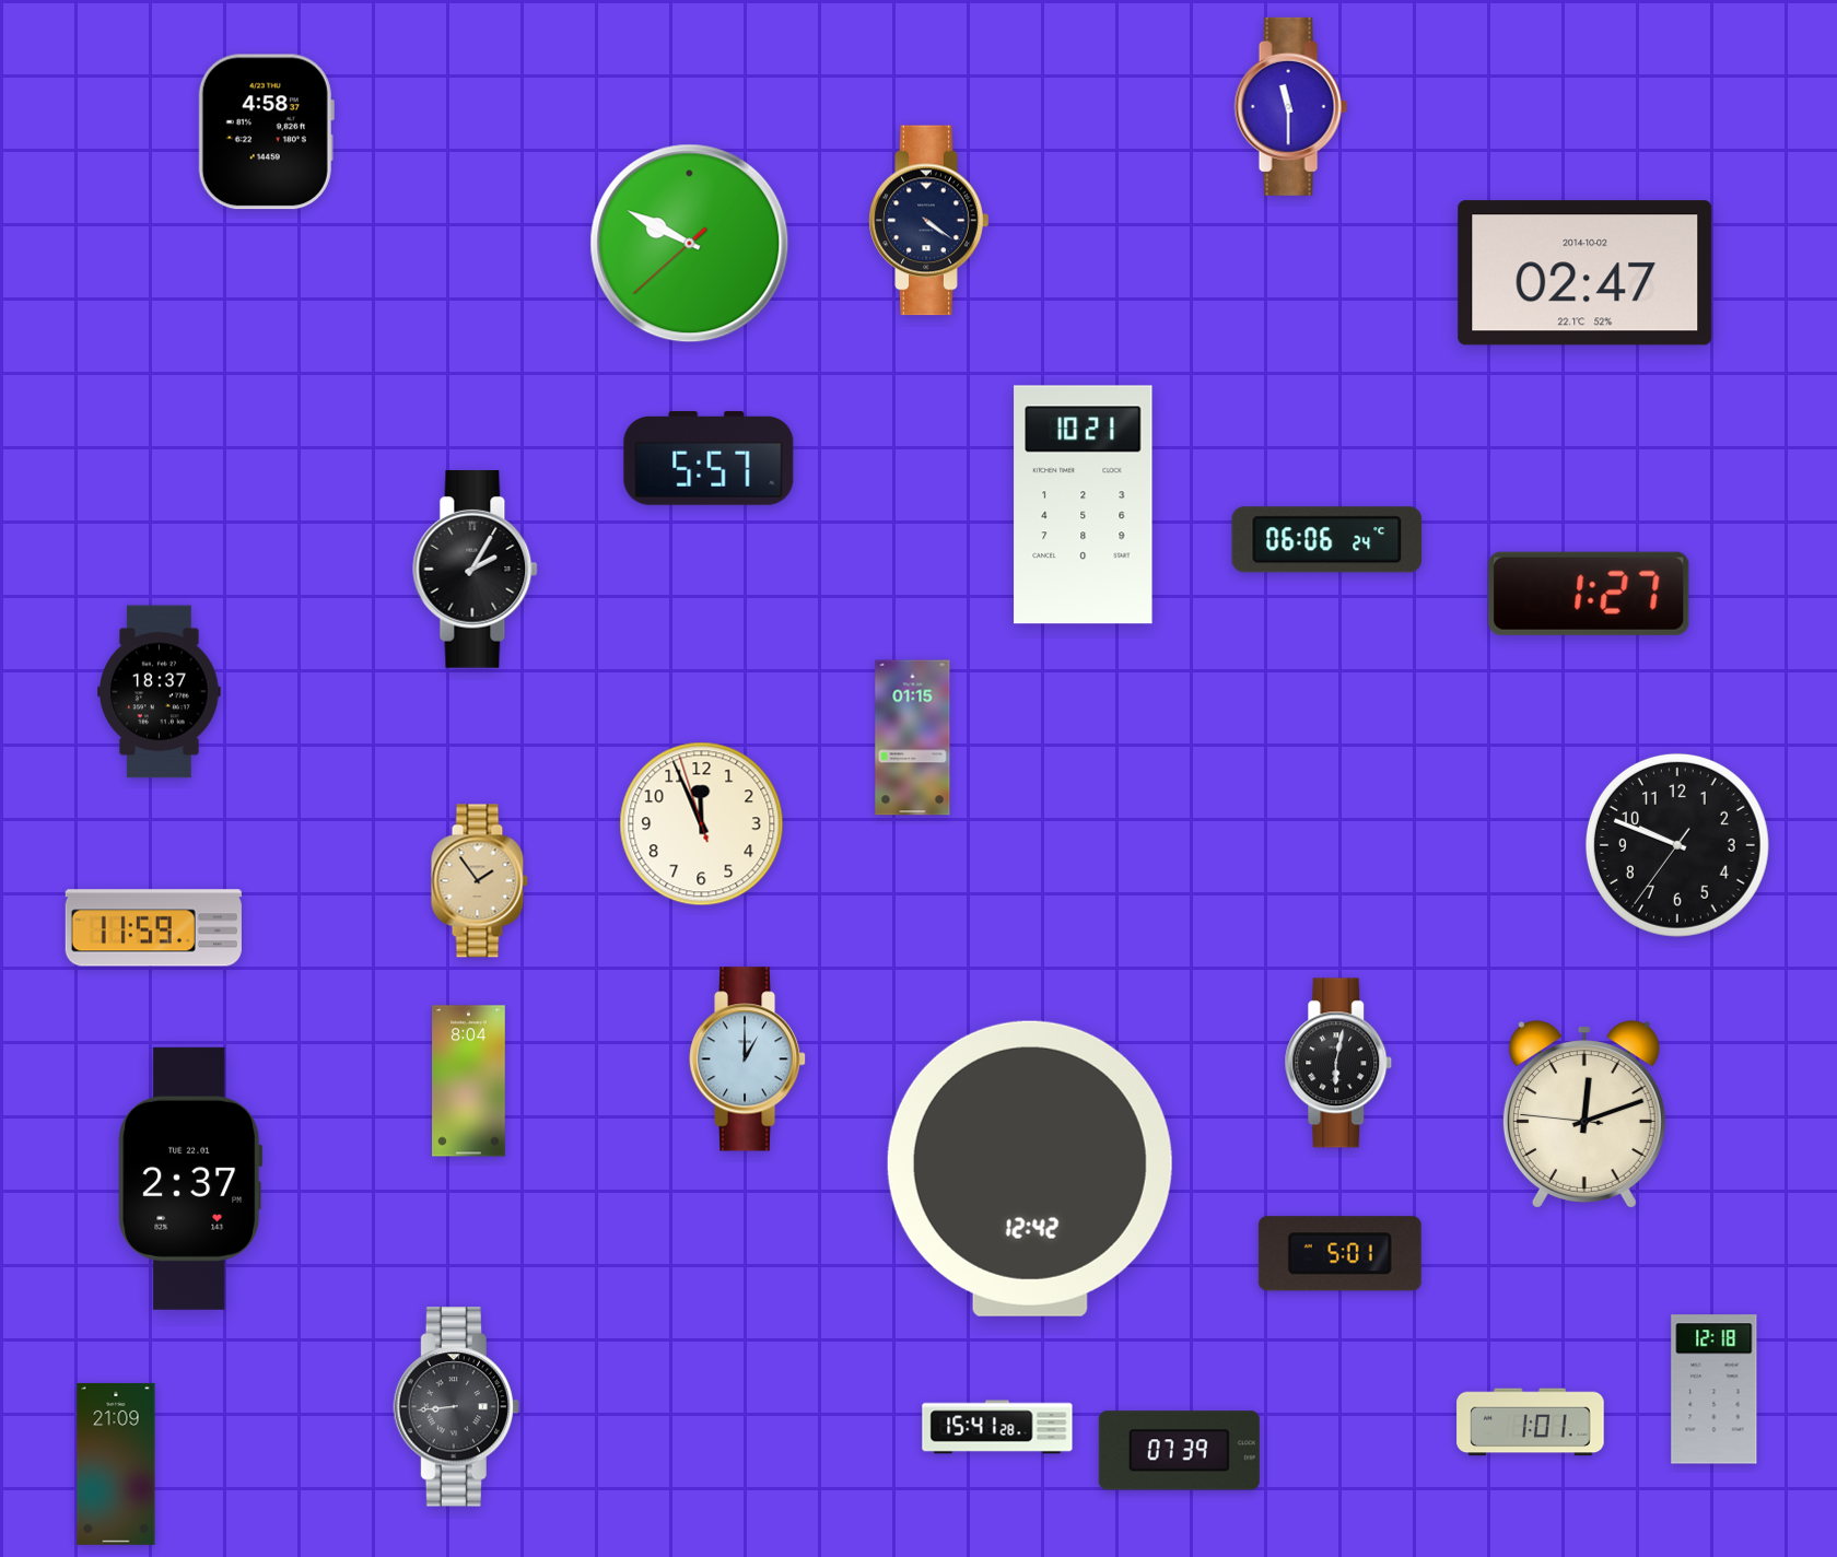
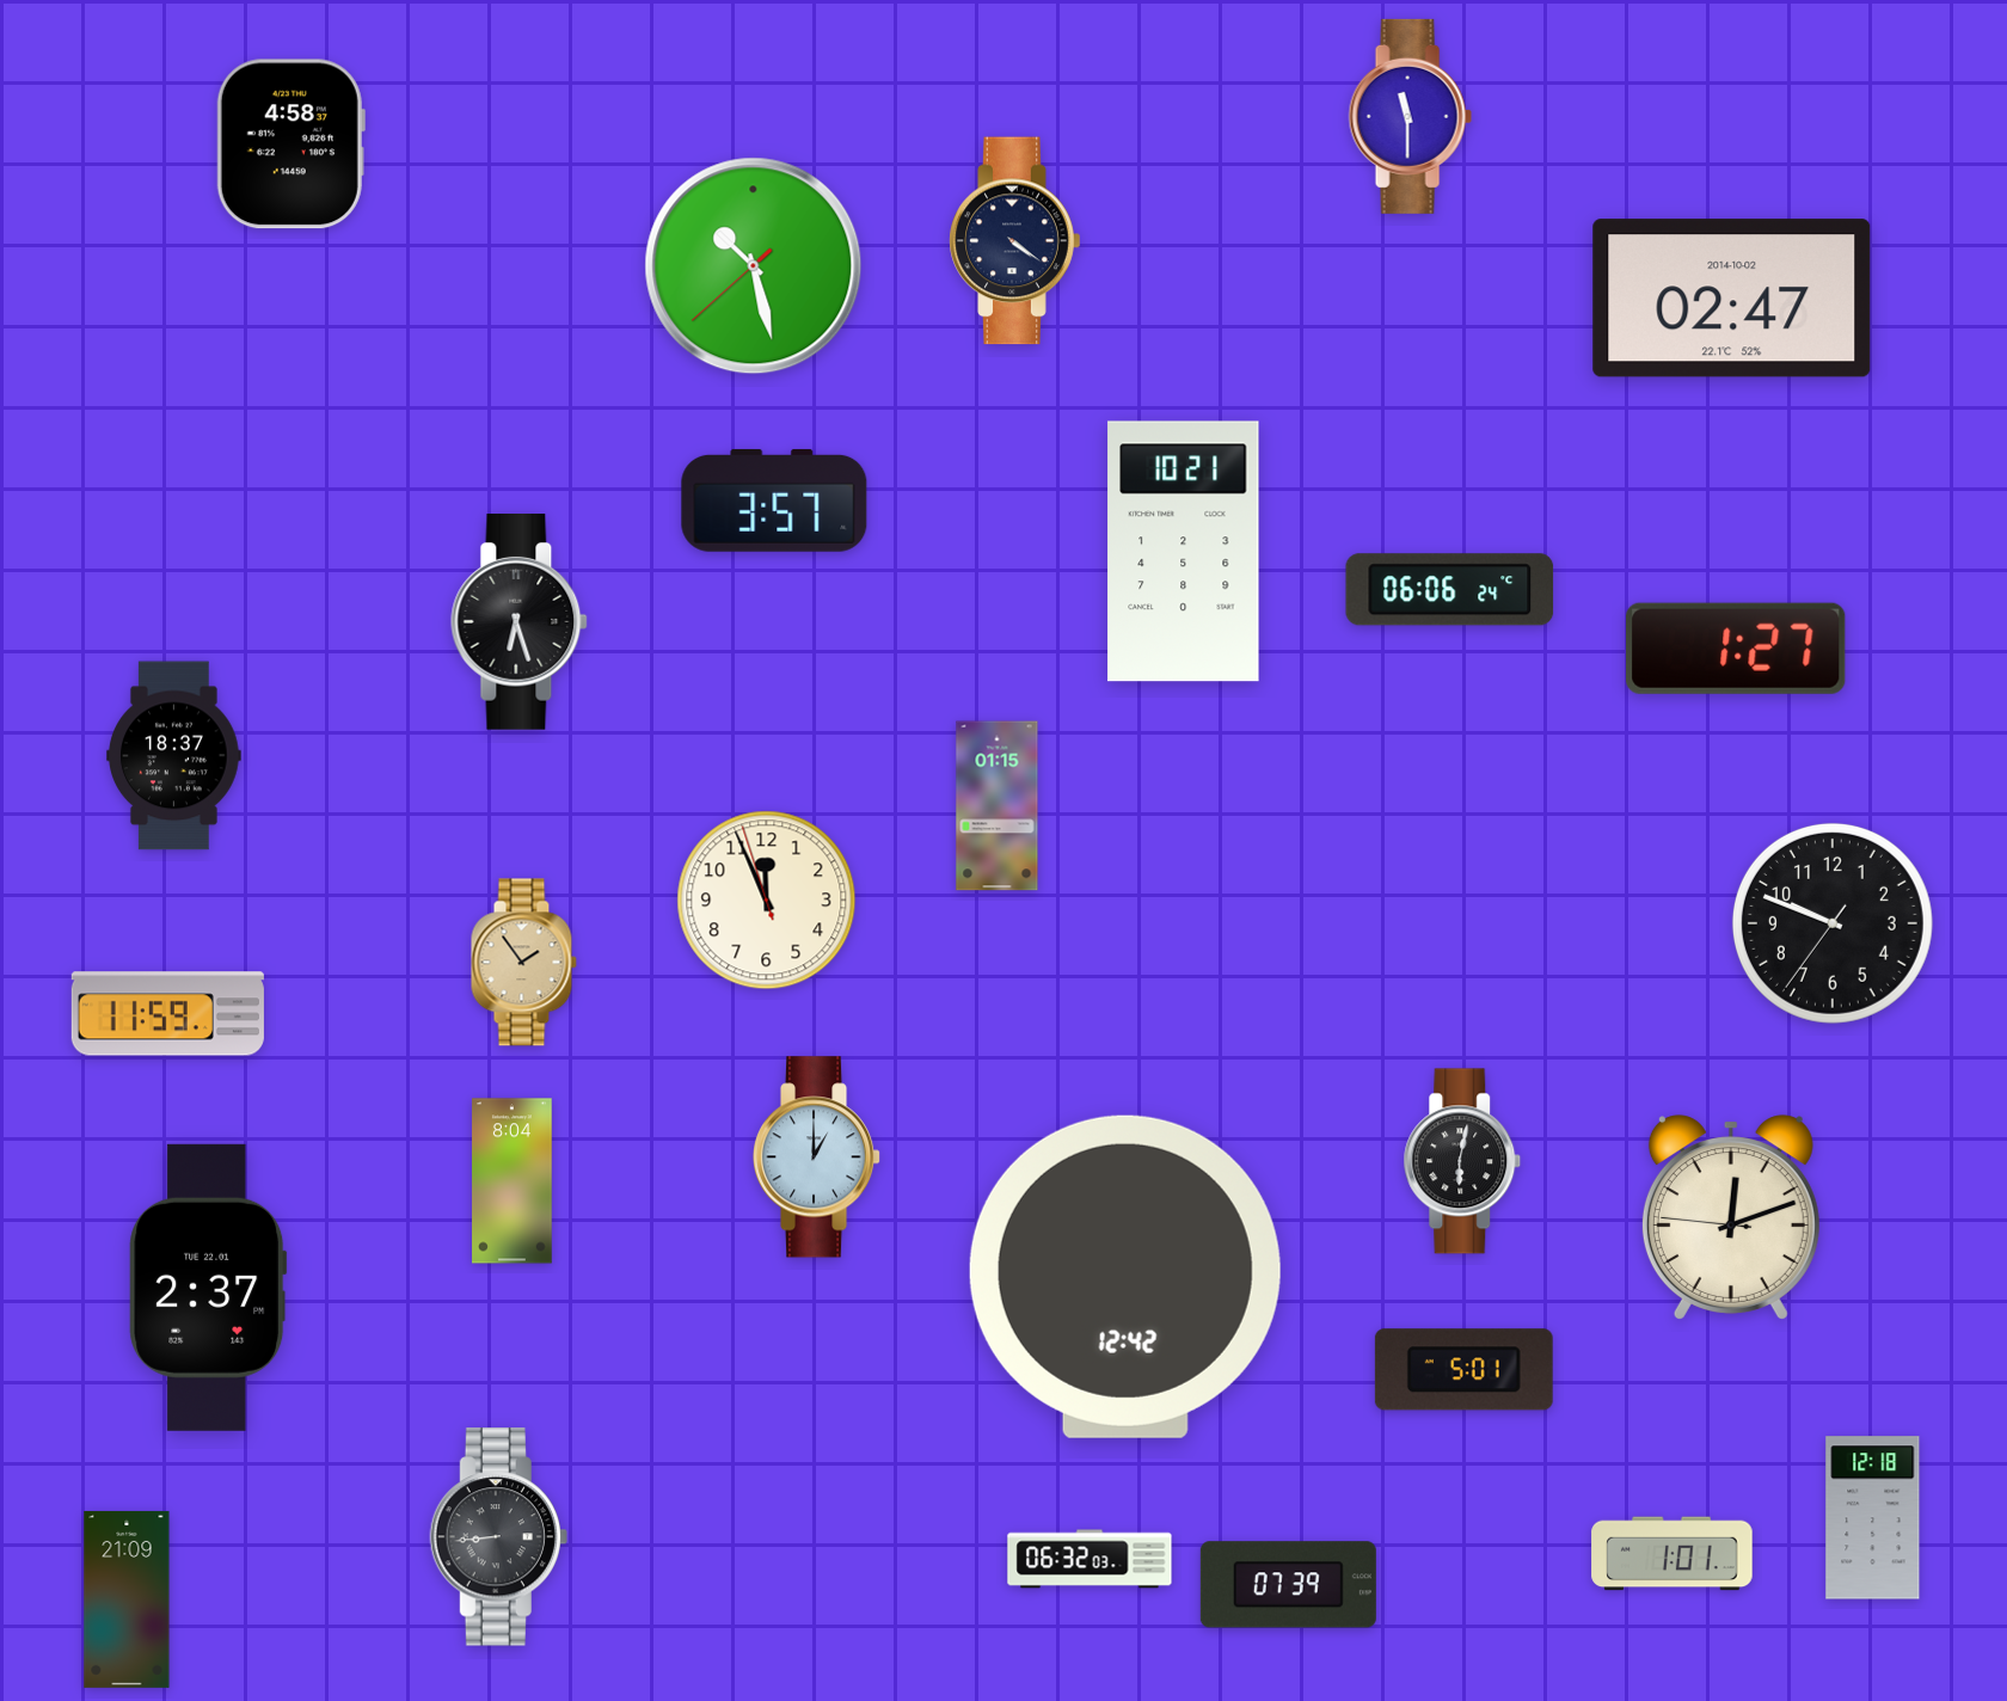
clock at (690, 244): 9:49 -> 10:27
clock at (709, 458): 5:57 -> 3:57
clock at (476, 570): 2:05 -> 6:27
clock at (997, 1427): 15:41 -> 06:32
